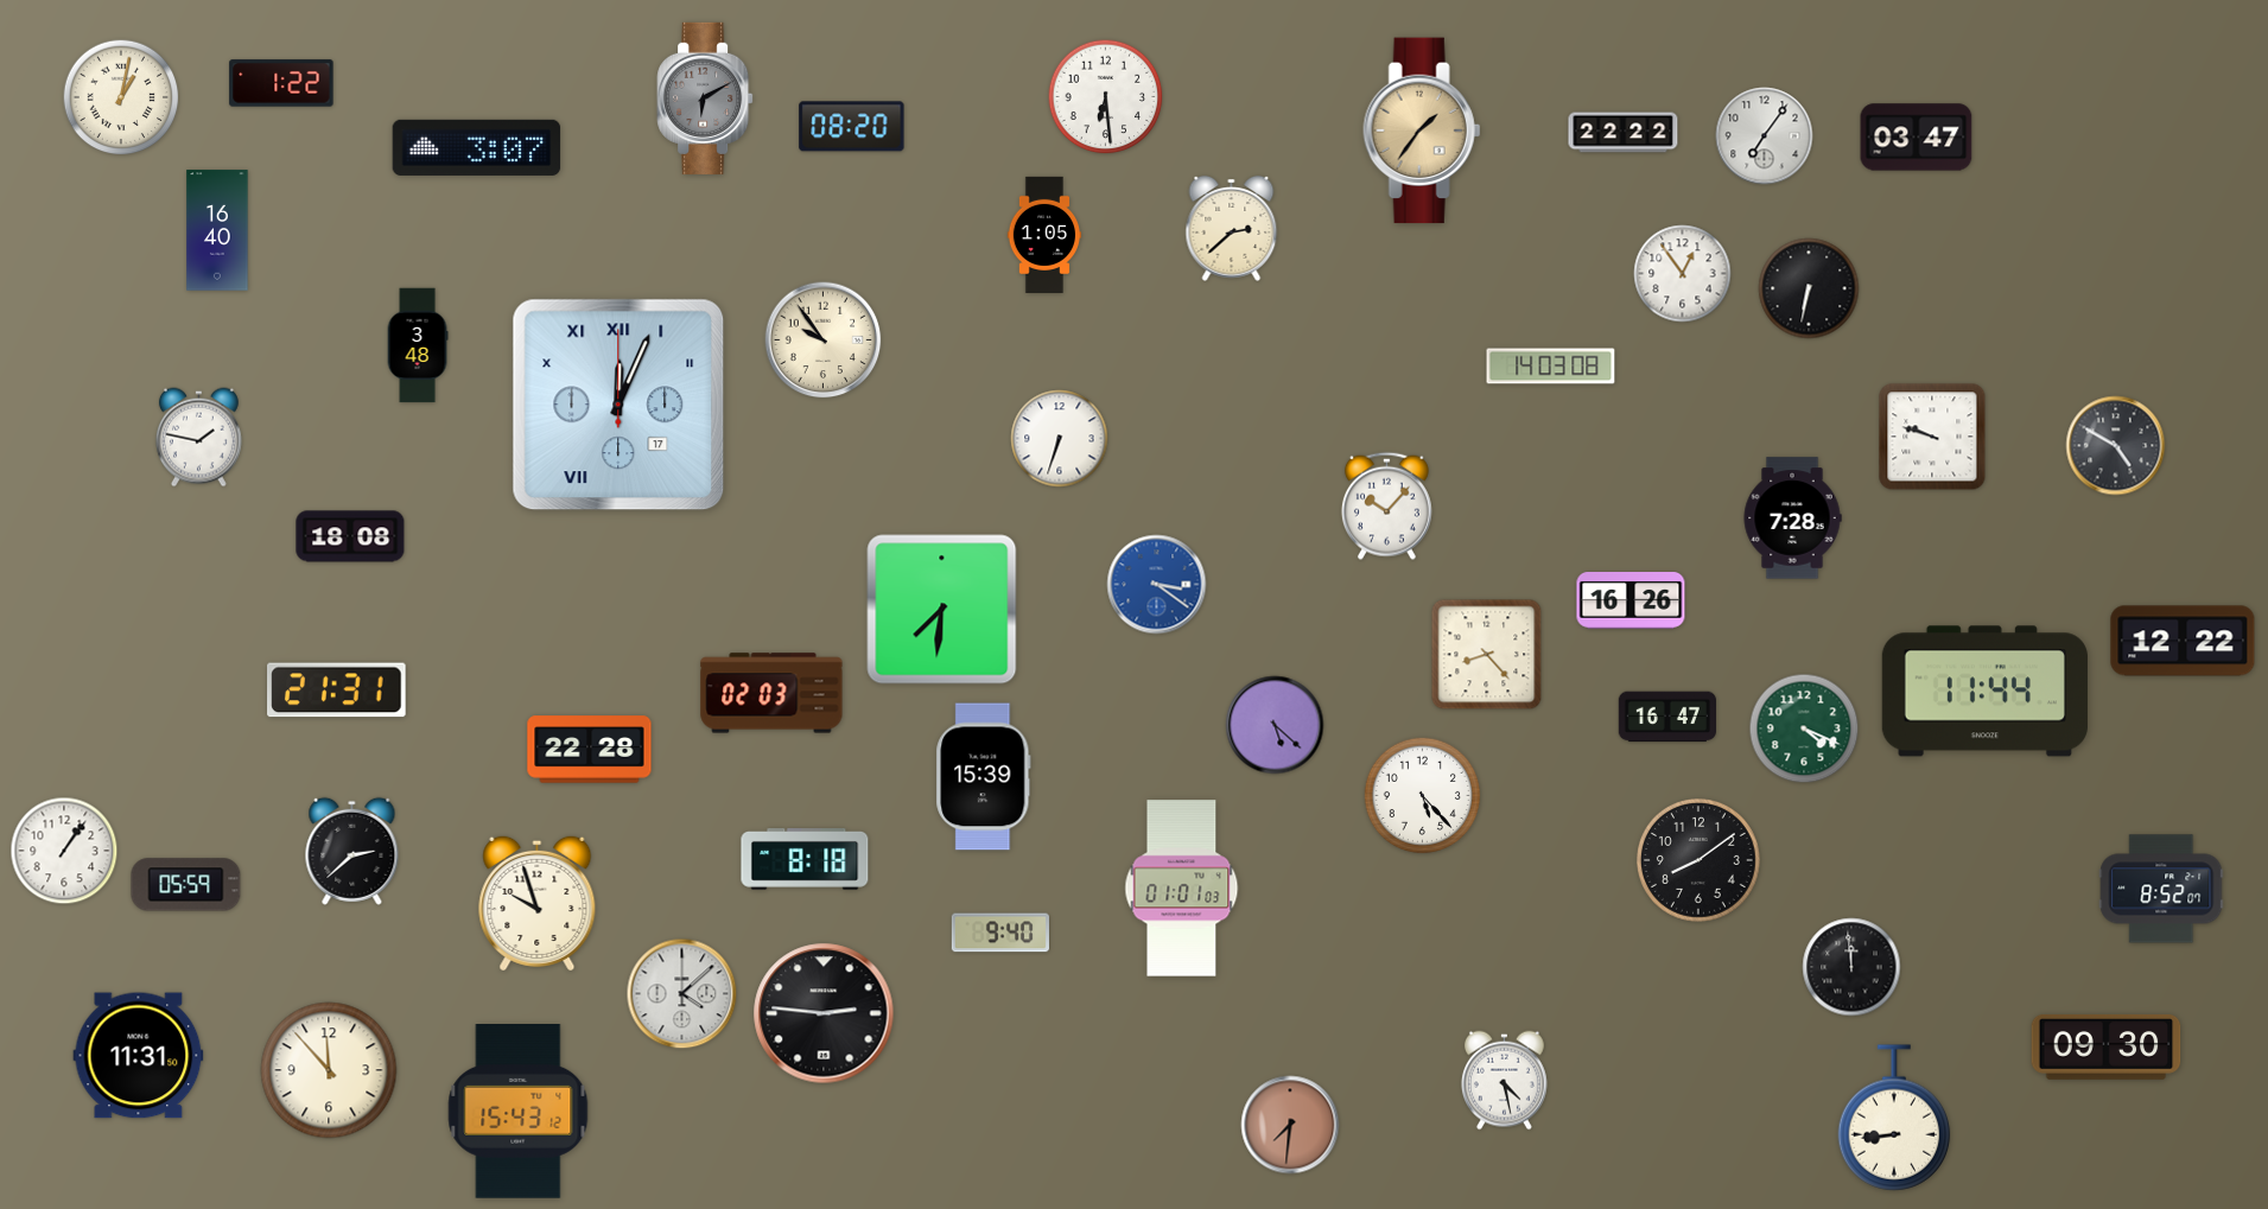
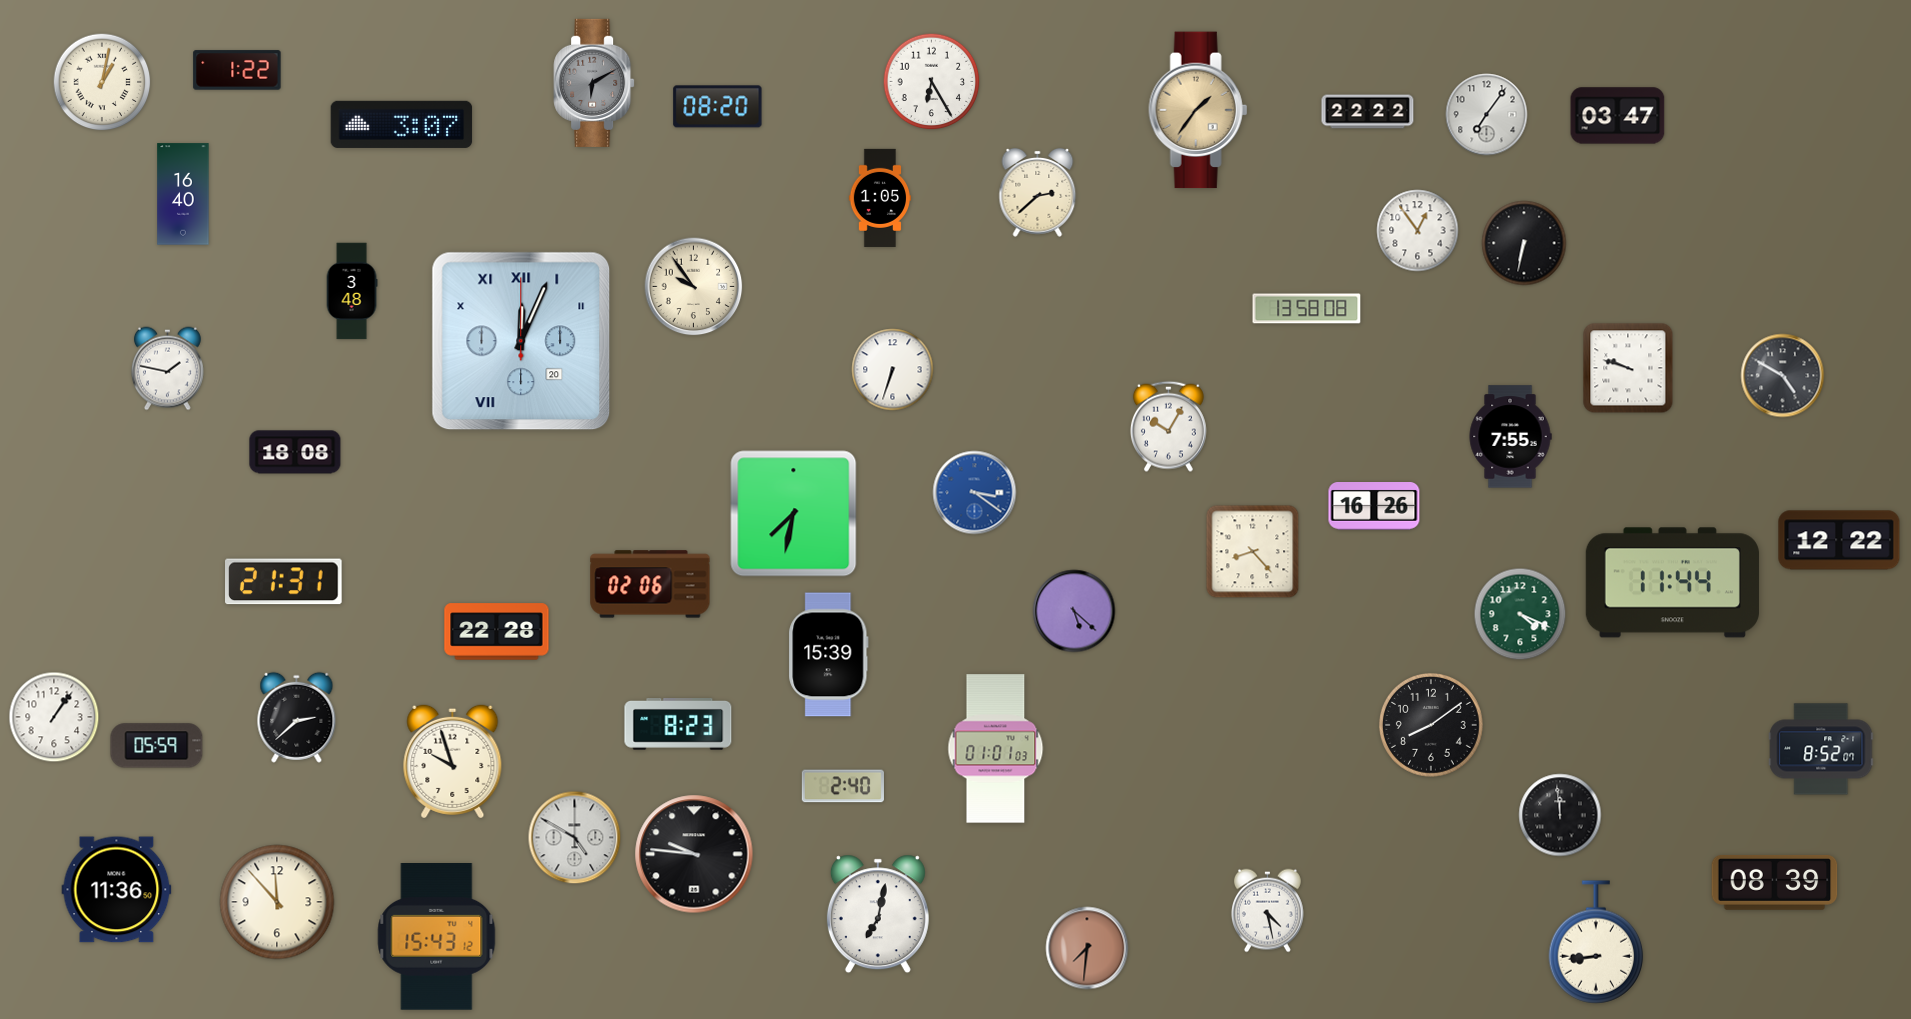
clock at (1106, 97): 6:29 -> 6:25
clock at (1917, 138) position: (1917, 138) -> (1618, 116)
clock at (1551, 367): 14:03 -> 13:58
clock at (618, 405) date: 17 -> 20
clock at (1386, 505): 10:07 -> 10:05
clock at (1792, 518): 7:28 -> 7:55
clock at (942, 610): 7:31 -> 7:32
clock at (771, 693): 02:03 -> 02:06
clock at (1666, 717): 16:47 -> none
clock at (1423, 796): 5:23 -> none
clock at (805, 860): 8:18 -> 8:23
clock at (999, 933): 9:40 -> 2:40
clock at (682, 994): 4:08 -> 4:50
clock at (824, 1013): 2:46 -> 9:46
clock at (2107, 1046): 09:30 -> 08:39
clock at (139, 1056): 11:31 -> 11:36
clock at (878, 914): none -> 7:02
